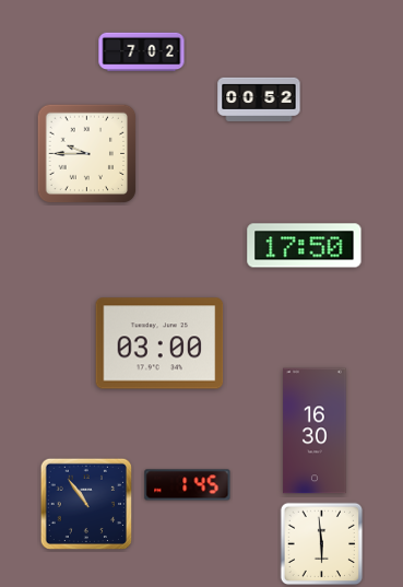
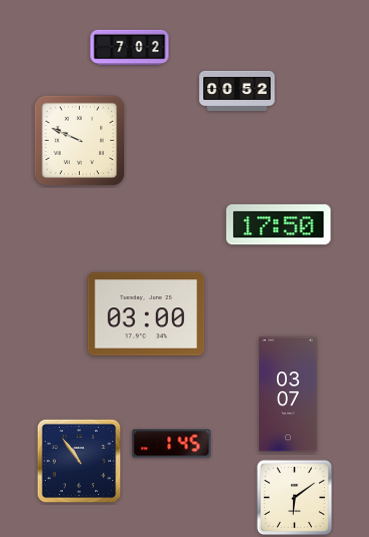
clock at (87, 154): 9:45 -> 9:49
clock at (315, 431): 16:30 -> 03:07
clock at (322, 544): 5:59 -> 6:09
